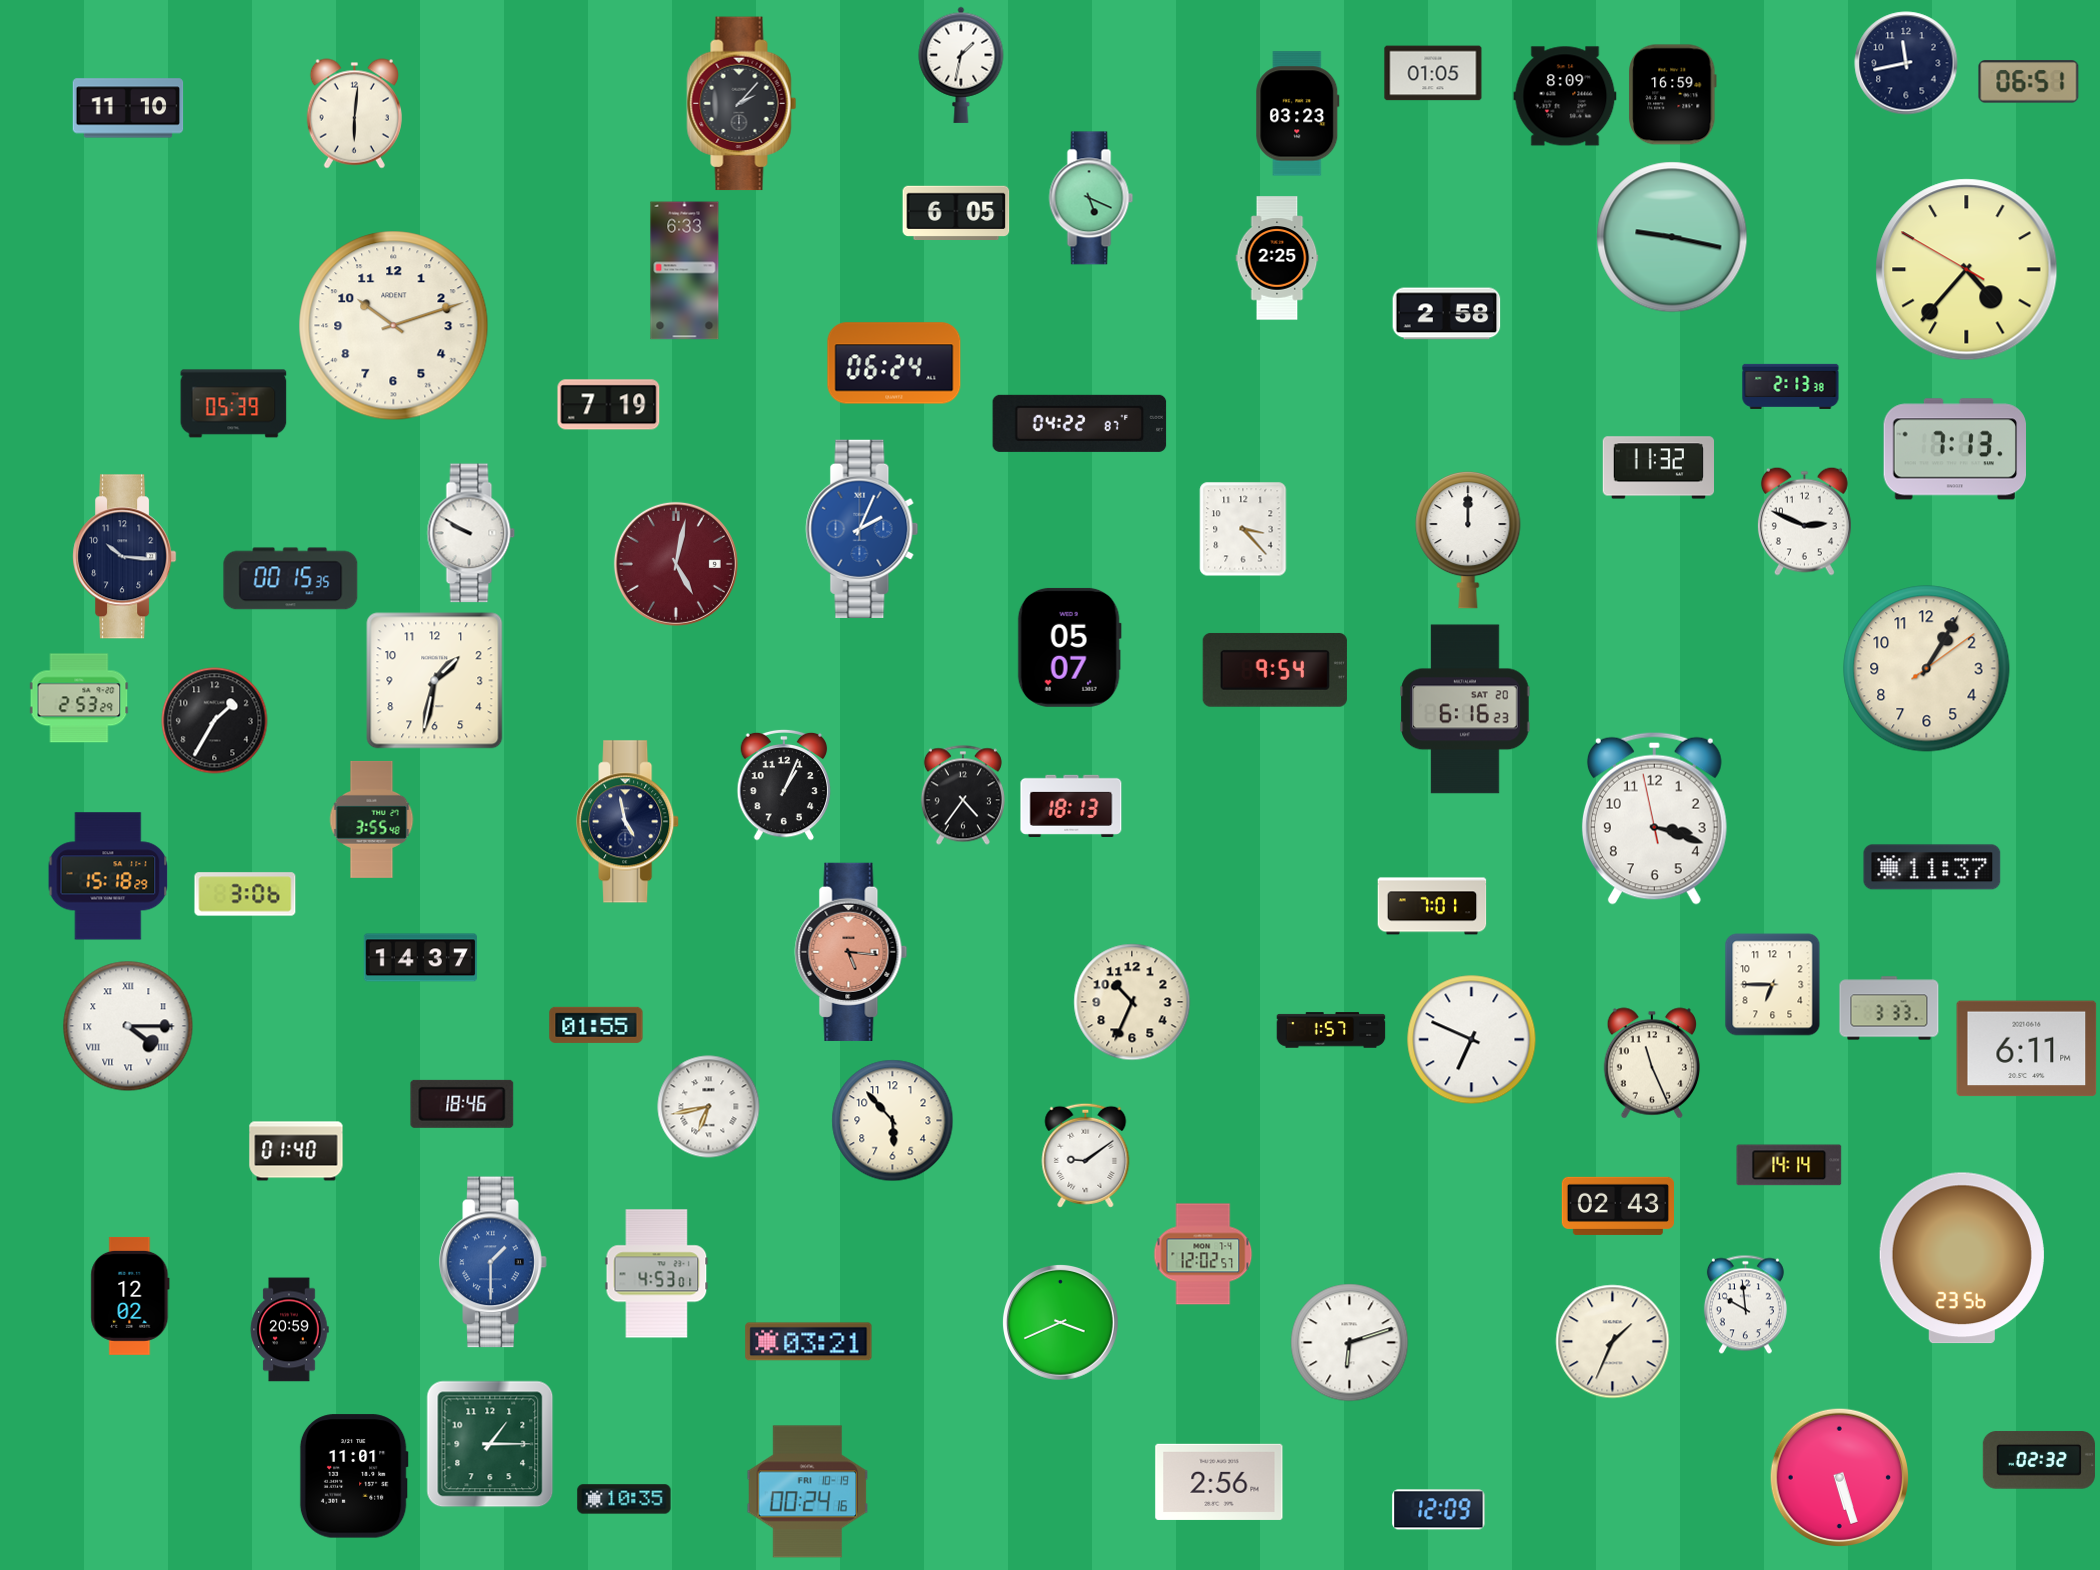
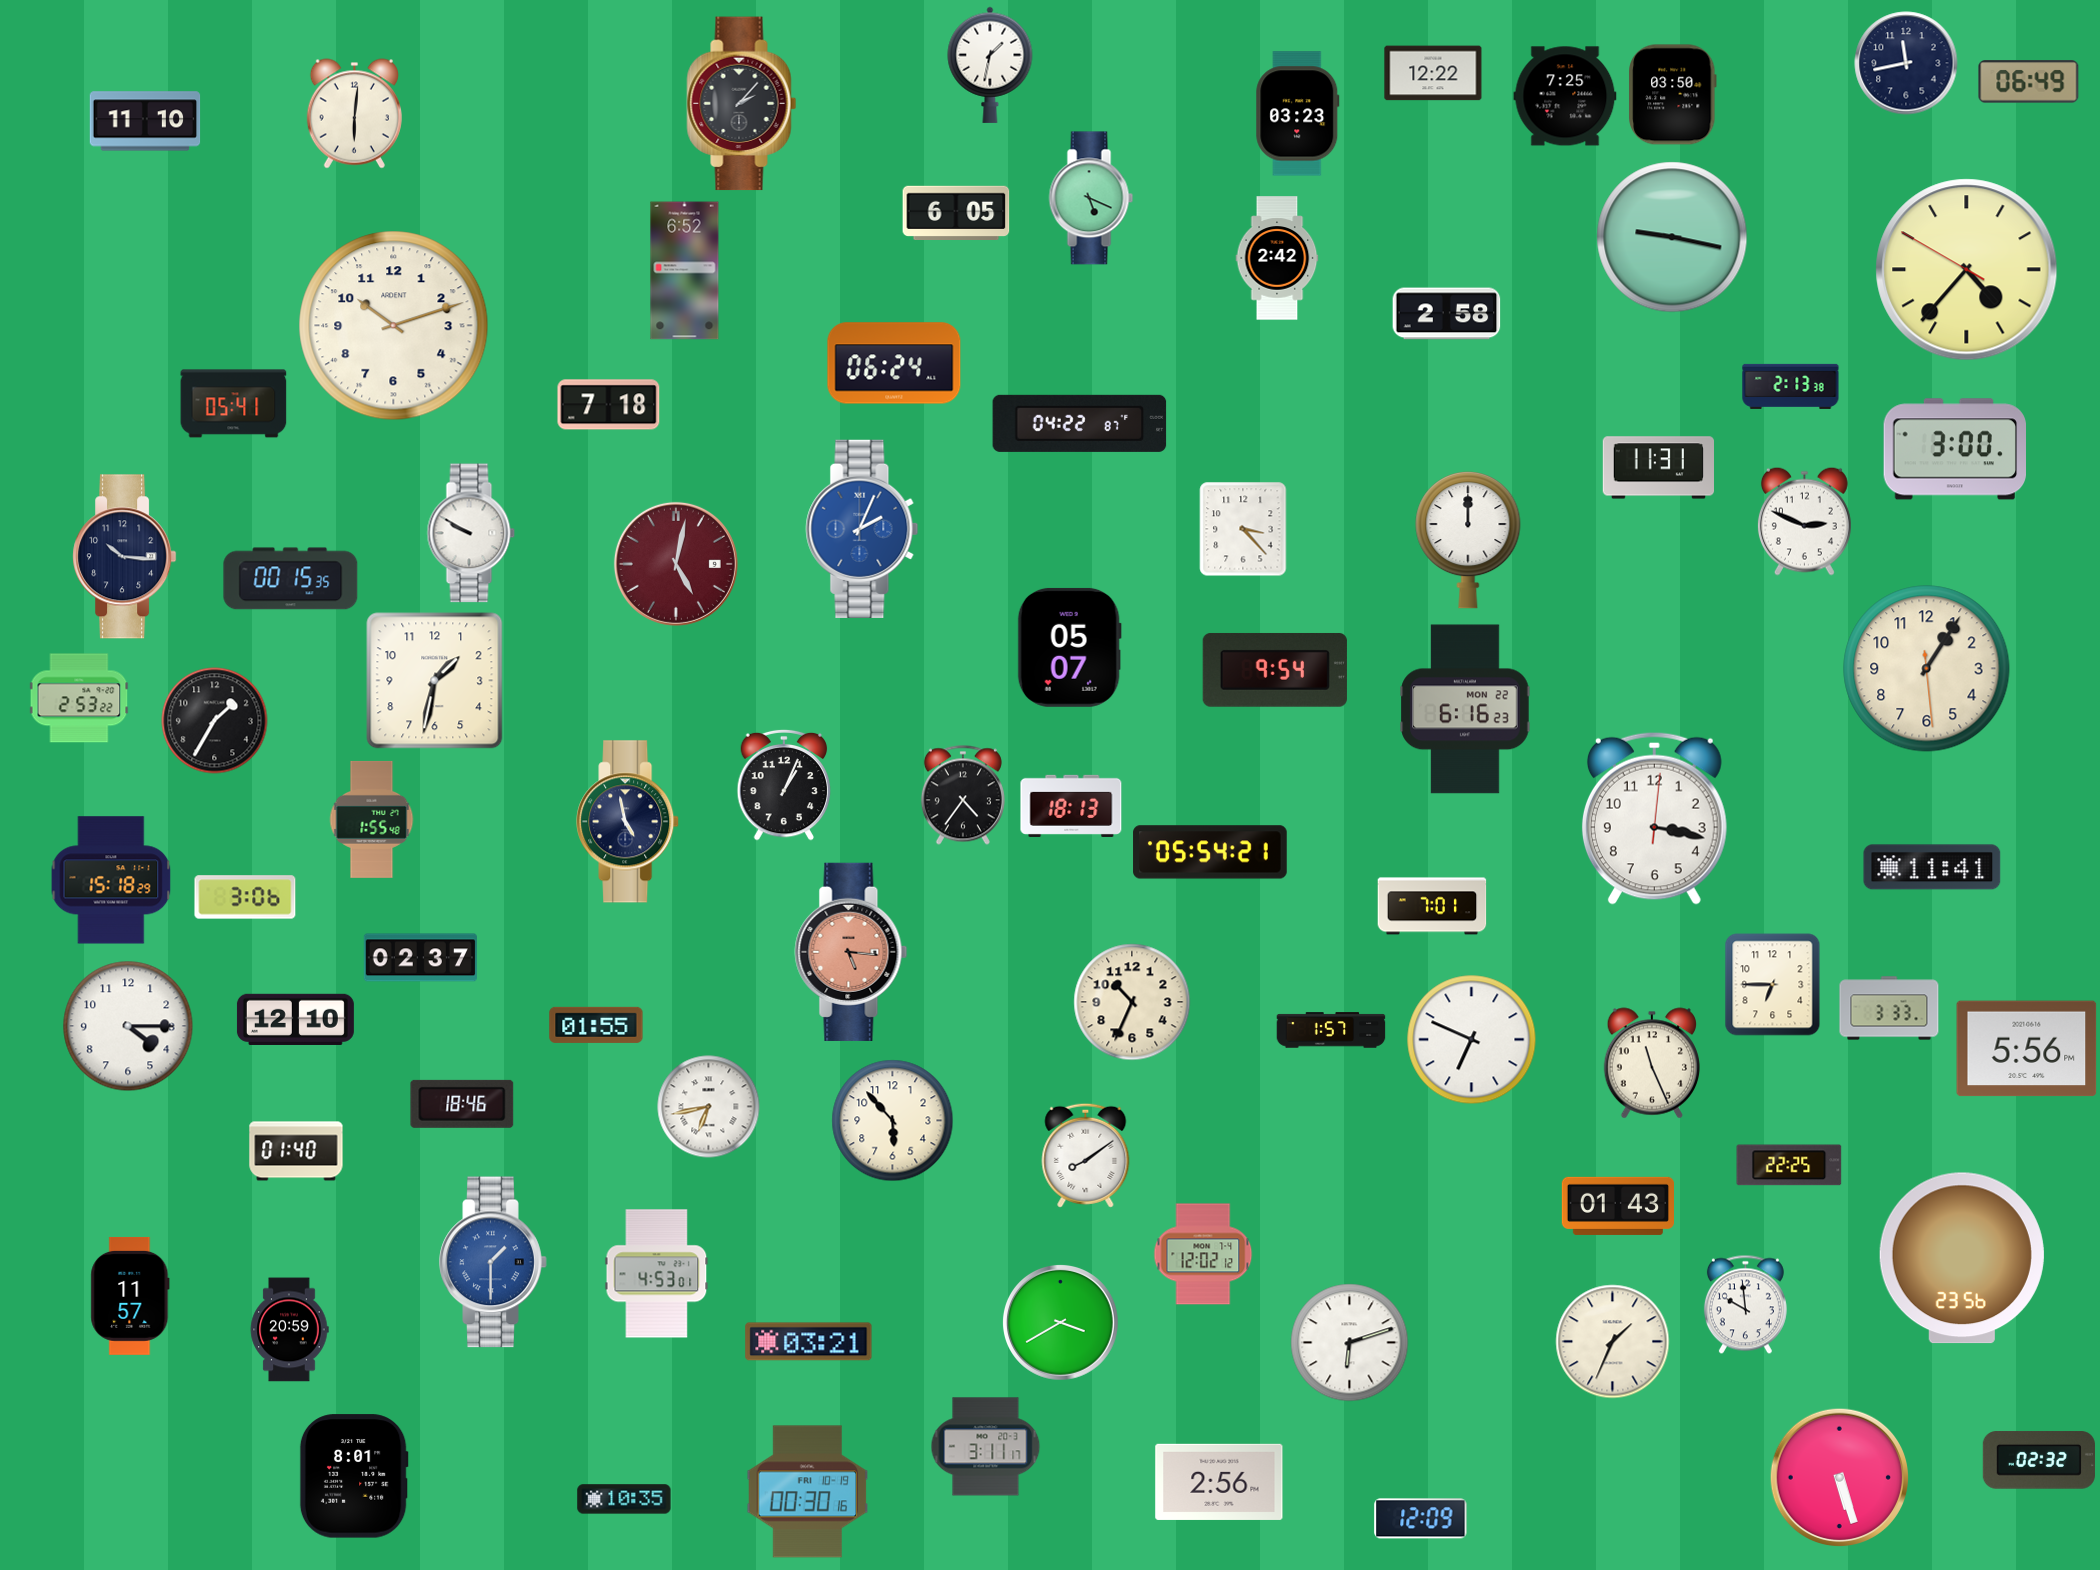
clock at (961, 65) position: (961, 65) -> (990, 65)
clock at (1433, 73): 01:05 -> 12:22
clock at (2029, 82): 06:51 -> 06:49
clock at (1673, 95): 16:59 -> 03:50
clock at (1565, 96): 8:09 -> 7:25
clock at (128, 108) position: (128, 108) -> (145, 121)
clock at (1277, 258): 2:25 -> 2:42
clock at (685, 271): 6:33 -> 6:52
clock at (234, 404): 05:39 -> 05:41
clock at (609, 405): 7:19 -> 7:18
clock at (1954, 449): 7:13 -> 3:00
clock at (1658, 468): 11:32 -> 11:31
clock at (1927, 669): 1:05:09 -> 1:05:29
clock at (79, 698): 2:53:29 -> 2:53:22
clock at (1465, 709) date: SAT 20 -> MON 22
clock at (1654, 818): 3:17:58 -> 3:17:01
clock at (372, 819): 3:55 -> 1:55
clock at (1210, 852): none -> 05:54
clock at (1932, 867): 11:37 -> 11:41
clock at (108, 876) position: (108, 876) -> (111, 880)
clock at (245, 894) position: (245, 894) -> (245, 897)
clock at (420, 958): 14:37 -> 02:37
clock at (295, 1019): none -> 12:10
clock at (128, 1026) numerals: Roman -> Arabic
clock at (2027, 1049): 6:11 -> 5:56
clock at (1086, 1155): 9:09 -> 8:09
clock at (1789, 1165): 14:14 -> 22:25
clock at (1617, 1206): 02:43 -> 01:43
clock at (1203, 1254): 12:02:57 -> 12:02:12
clock at (130, 1296): 12:02 -> 11:57
clock at (1061, 1323): 3:41 -> 3:40
clock at (490, 1444): 1:15 -> none
clock at (986, 1447): none -> 3:11
clock at (354, 1476): 11:01 -> 8:01
clock at (808, 1492): 00:24 -> 00:30
clock at (1439, 1510) position: (1439, 1510) -> (1421, 1519)
